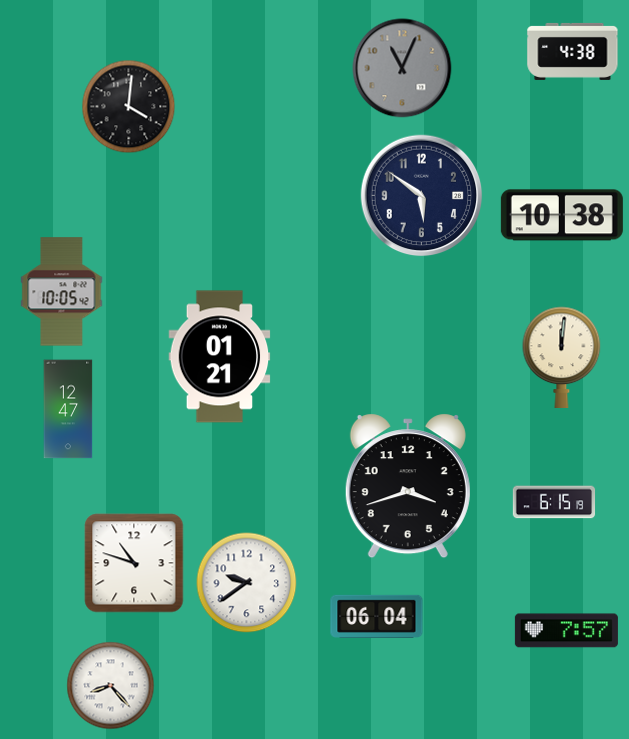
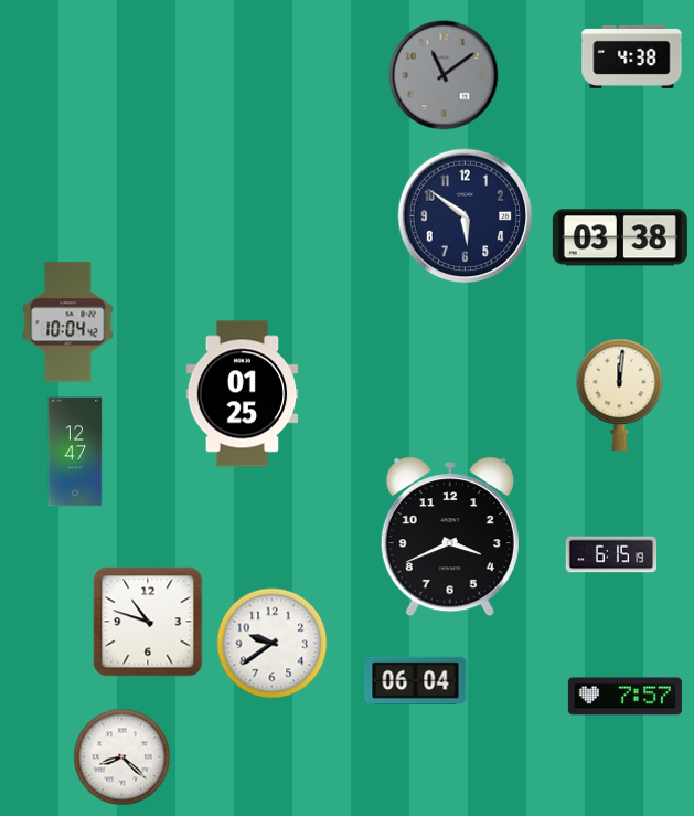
clock at (402, 68): 11:04 -> 11:09
clock at (129, 107): 4:01 -> none
clock at (562, 215): 10:38 -> 03:38
clock at (62, 292): 10:05 -> 10:04
clock at (220, 357): 01:21 -> 01:25
clock at (408, 486): 3:42 -> 3:41
clock at (111, 686): 8:23 -> 8:22
